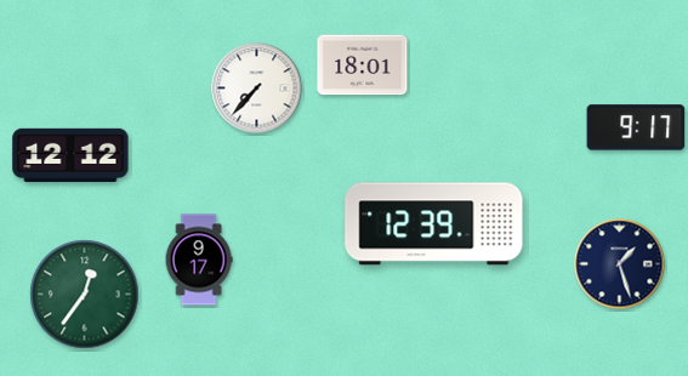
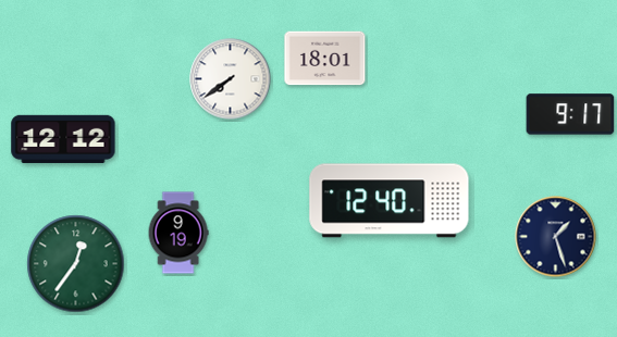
clock at (257, 89): 7:37 -> 7:39
clock at (434, 224): 12:39 -> 12:40
clock at (199, 260): 9:17 -> 9:19
